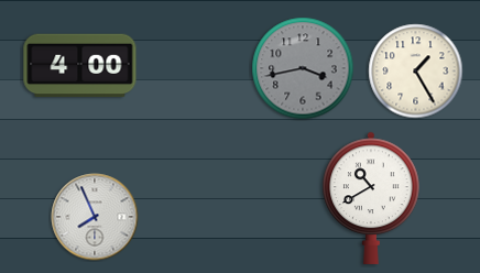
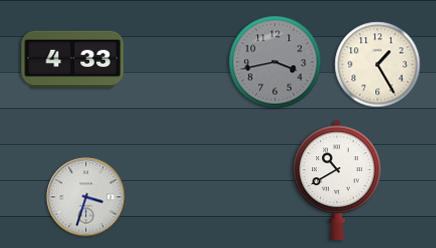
clock at (80, 66): 4:00 -> 4:33
clock at (95, 217): 7:56 -> 3:33
